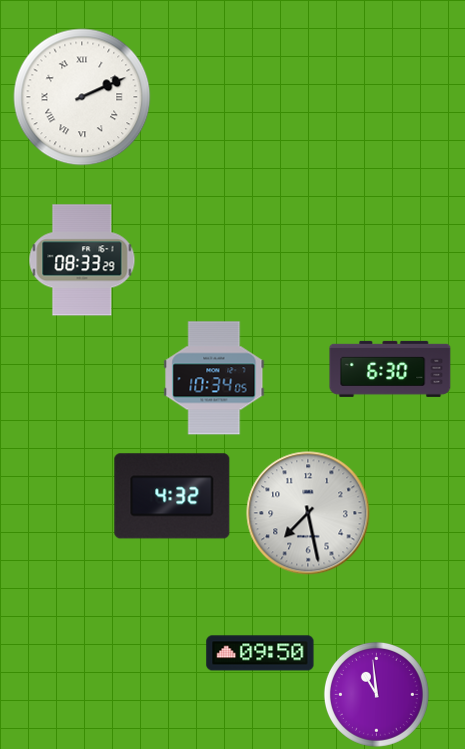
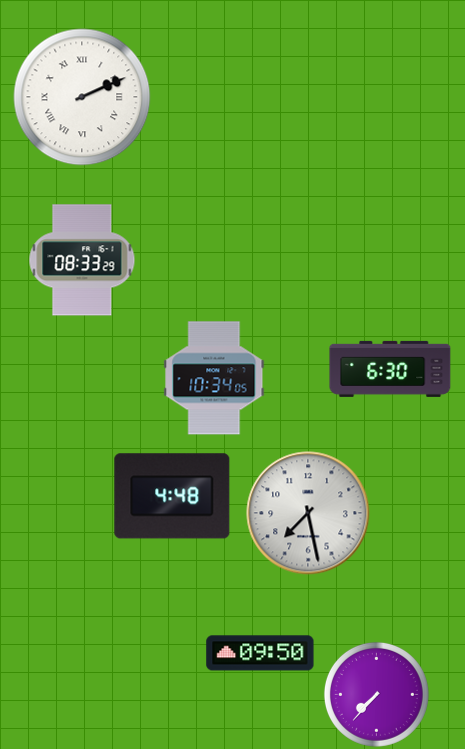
clock at (172, 496): 4:32 -> 4:48
clock at (376, 694): 10:59 -> 7:37
